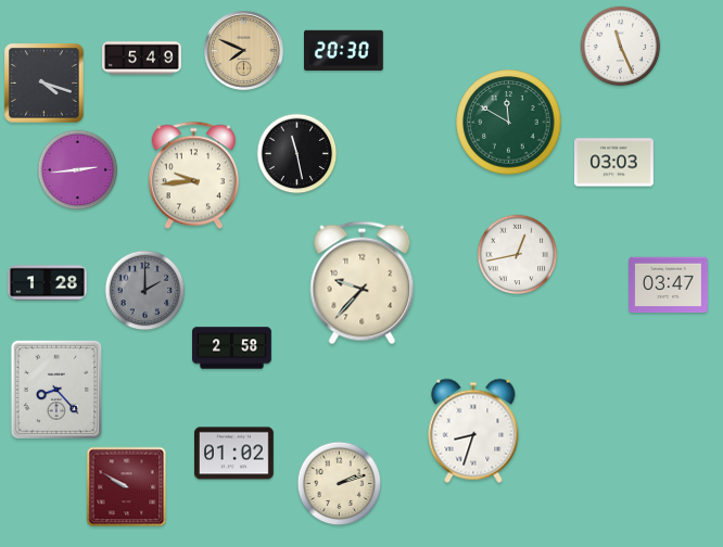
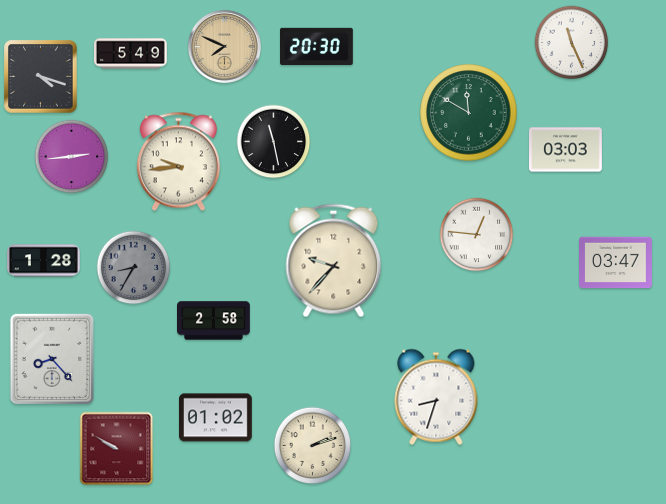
clock at (518, 255): 12:43 -> 12:46
clock at (145, 291): 2:00 -> 8:35
